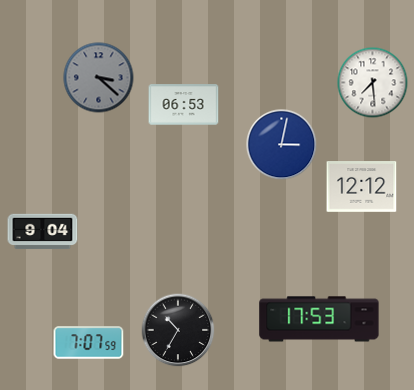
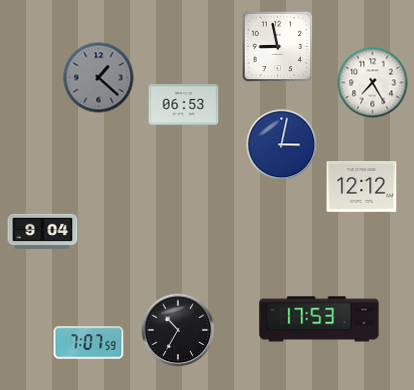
clock at (278, 47): none -> 8:58
clock at (99, 78): 3:22 -> 1:22
clock at (373, 83): 7:29 -> 7:25
